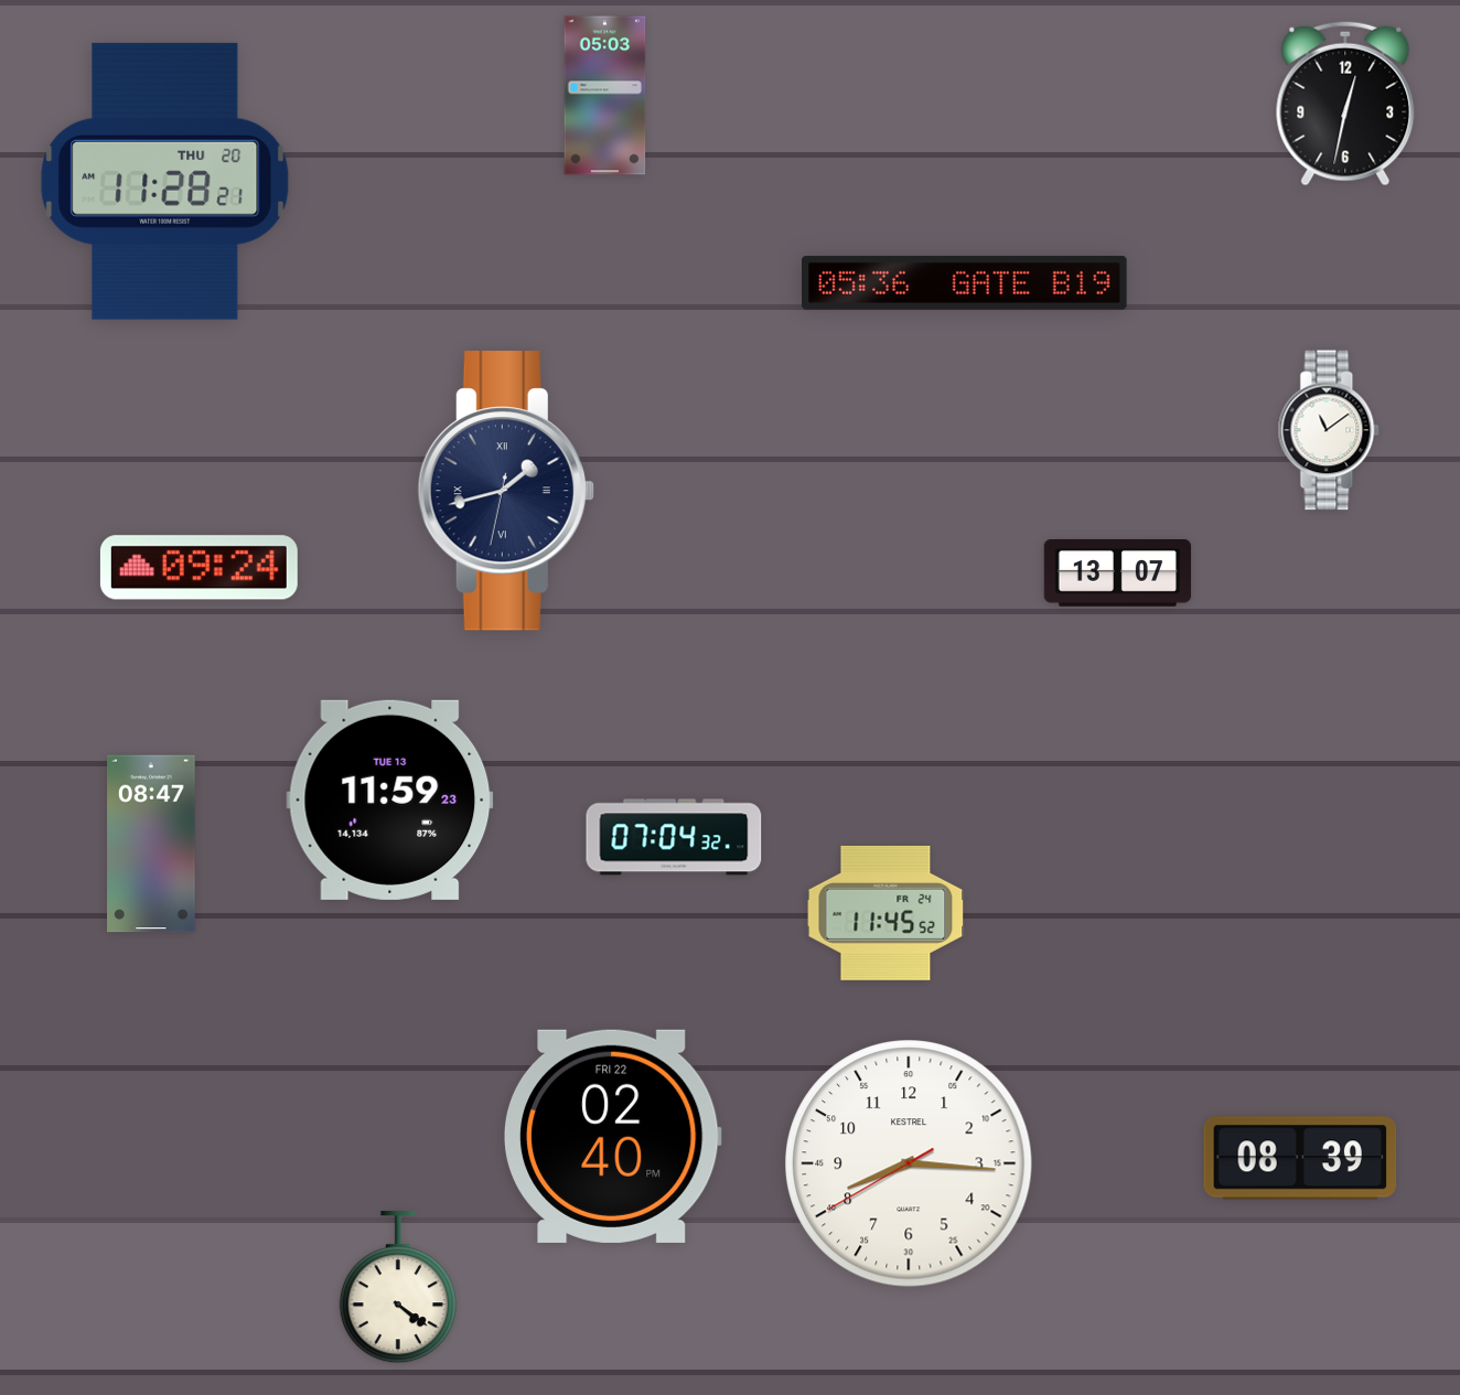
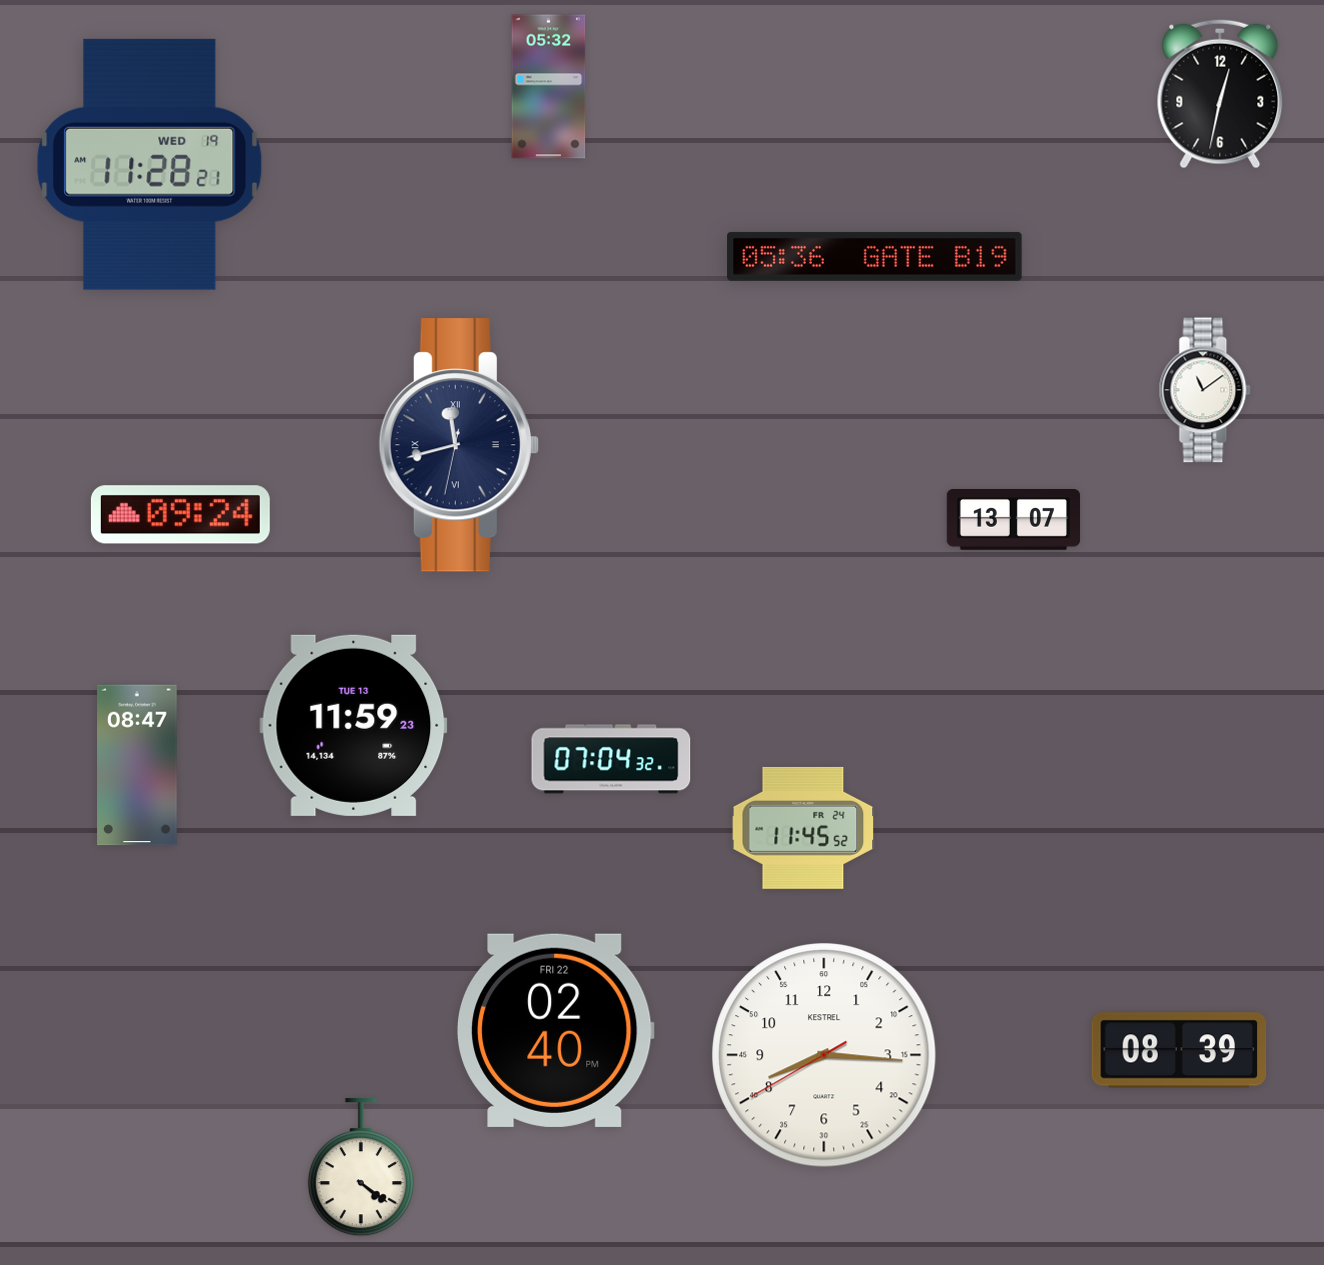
clock at (605, 96): 05:03 -> 05:32
clock at (165, 181) date: THU 20 -> WED 19
clock at (506, 491): 1:42 -> 11:42
